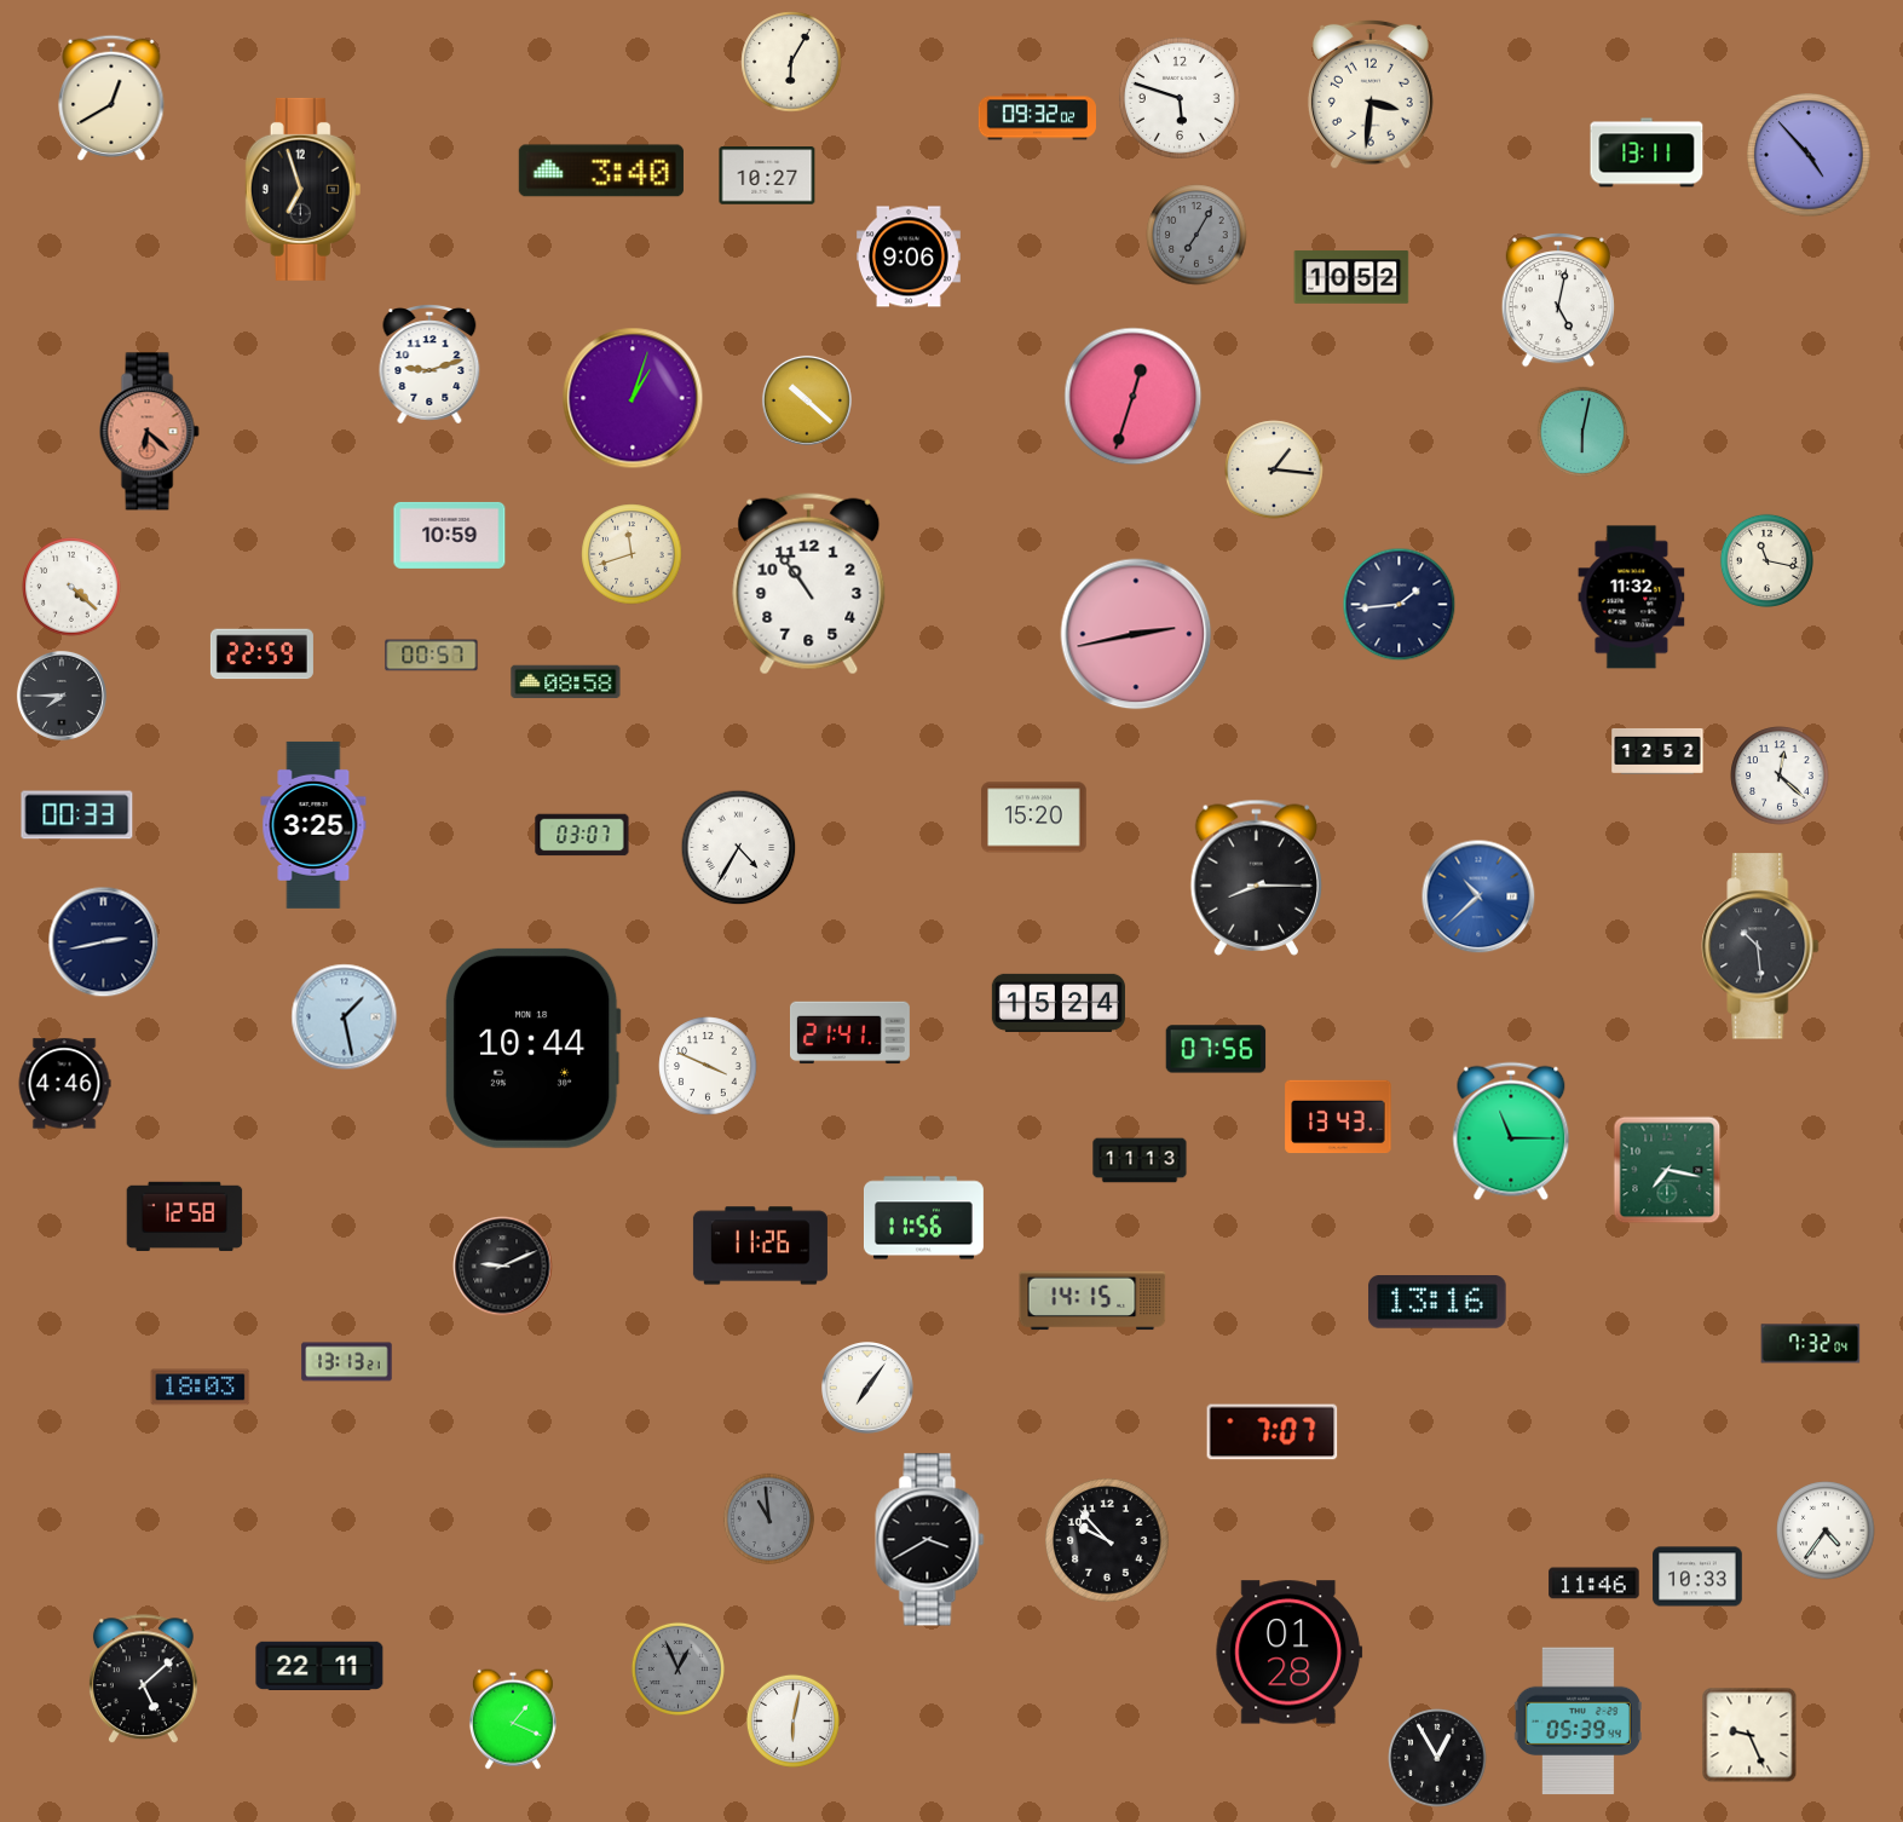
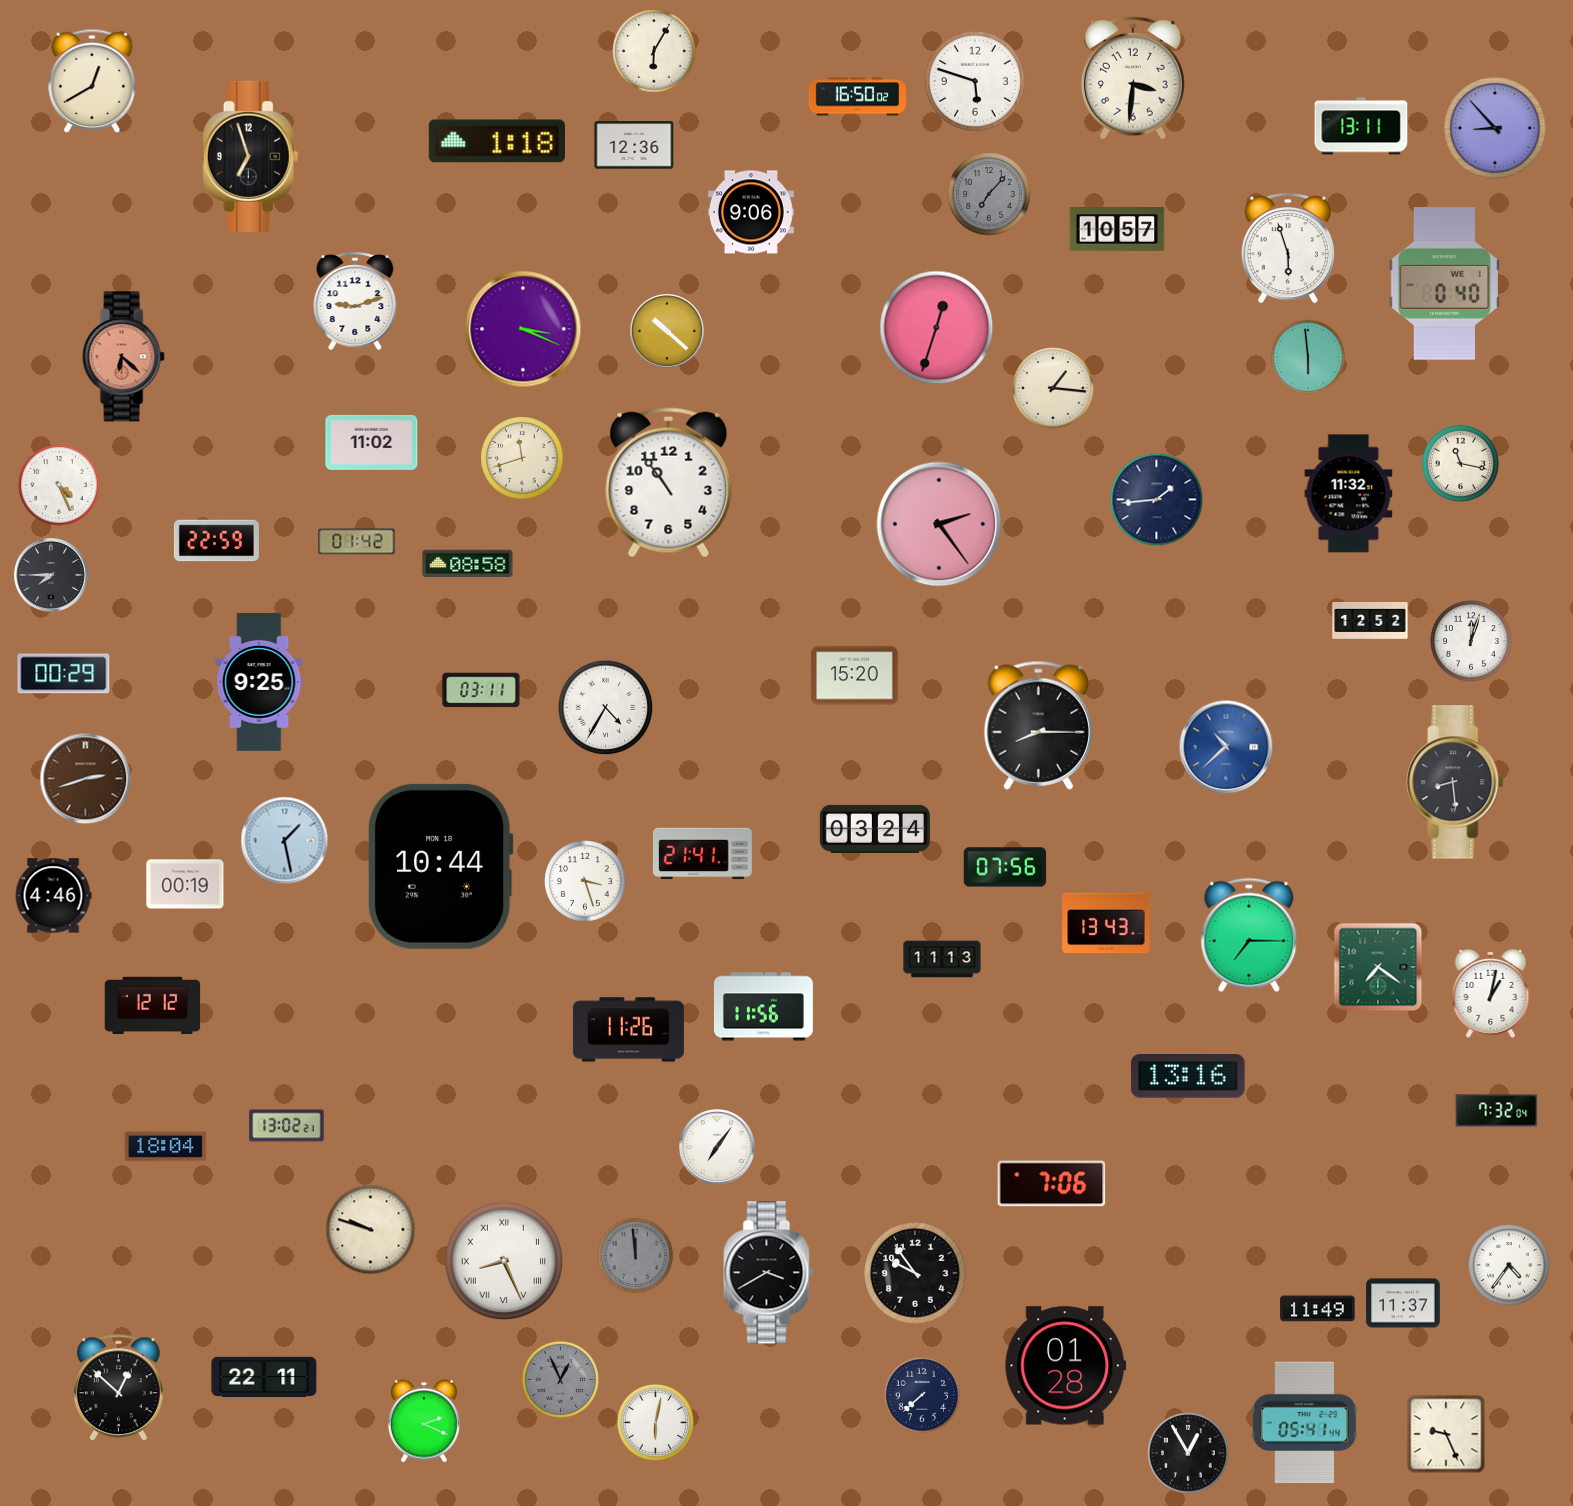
clock at (1037, 117): 09:32 -> 16:50
clock at (1810, 156): 4:53 -> 8:53
clock at (601, 171): 3:40 -> 1:18
clock at (767, 175): 10:27 -> 12:36
clock at (1196, 235): 7:05 -> 7:07
clock at (1351, 277): 10:52 -> 10:57
clock at (1558, 300): 5:02 -> 5:57
clock at (1444, 284): none -> 0:40
clock at (633, 398): 1:03 -> 3:19
clock at (1582, 432): 6:02 -> 5:59
clock at (450, 535): 10:59 -> 11:02
clock at (71, 587): 4:22 -> 4:26
clock at (1136, 634): 2:43 -> 2:24
clock at (432, 656): 00:57 -> 01:42
clock at (1780, 775): 12:22 -> 12:03
clock at (77, 815): 00:33 -> 00:29
clock at (313, 825): 3:25 -> 9:25
clock at (582, 835): 03:07 -> 03:11
clock at (739, 848) position: (739, 848) -> (606, 708)
clock at (1478, 896) position: (1478, 896) -> (1226, 747)
clock at (104, 942): 2:43 -> 2:42
clock at (104, 942) dial: navy -> brown
clock at (1760, 946): 10:29 -> 8:29
clock at (1059, 1003): 15:24 -> 03:24
clock at (708, 1066): 3:49 -> 3:27
clock at (185, 884): none -> 00:19
clock at (1511, 1131): 11:15 -> 7:15
clock at (1667, 1170): 7:17 -> 7:21
clock at (1491, 993): none -> 1:02
clock at (185, 1217): 12:58 -> 12:12
clock at (503, 1267): 9:11 -> none
clock at (1092, 1301): 14:15 -> none
clock at (347, 1362): 13:13 -> 13:02
clock at (201, 1388): 18:03 -> 18:04
clock at (1273, 1432): 7:07 -> 7:06
clock at (371, 1230): none -> 9:48
clock at (769, 1520): 10:59 -> 11:59
clock at (504, 1261): none -> 8:26
clock at (1108, 1541): 9:53 -> 9:54
clock at (1697, 1576): 10:33 -> 11:37
clock at (1595, 1584): 11:46 -> 11:49
clock at (143, 1679): 5:08 -> 12:52
clock at (921, 1394): none -> 7:38
clock at (513, 1719): 1:19 -> 2:19
clock at (1578, 1722): 05:39 -> 05:41
